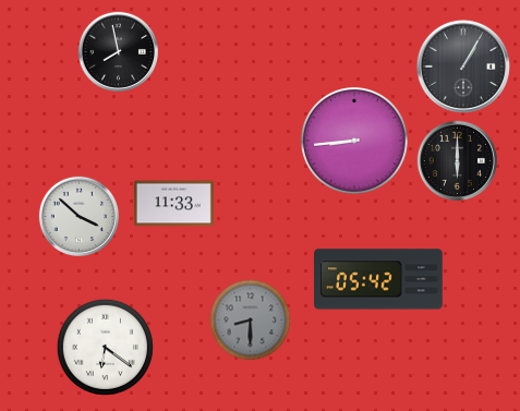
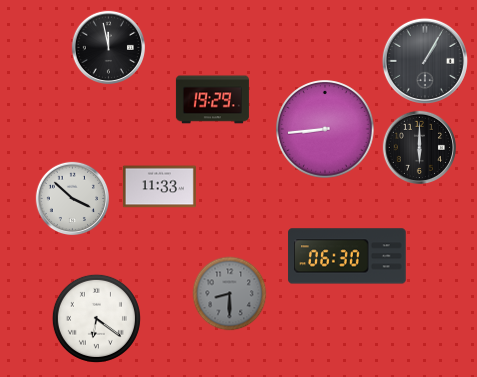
clock at (118, 51): 7:58 -> 11:58
clock at (212, 100): none -> 19:29
clock at (378, 279): 05:42 -> 06:30
